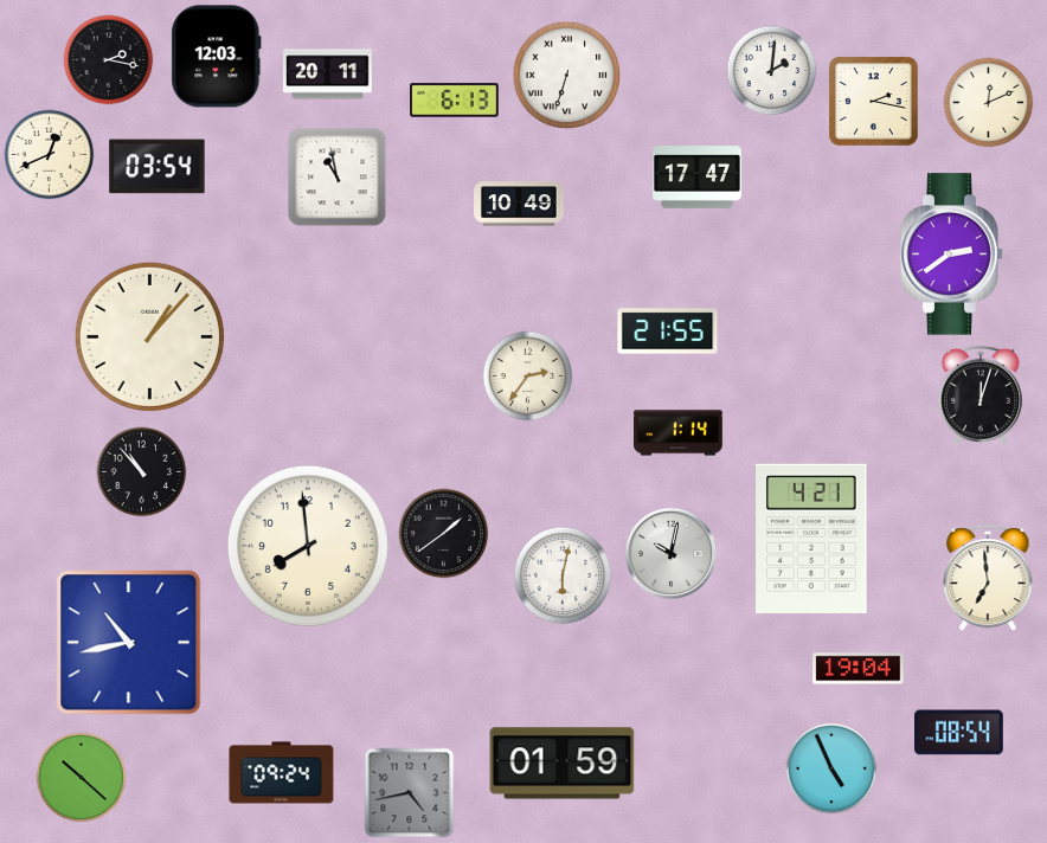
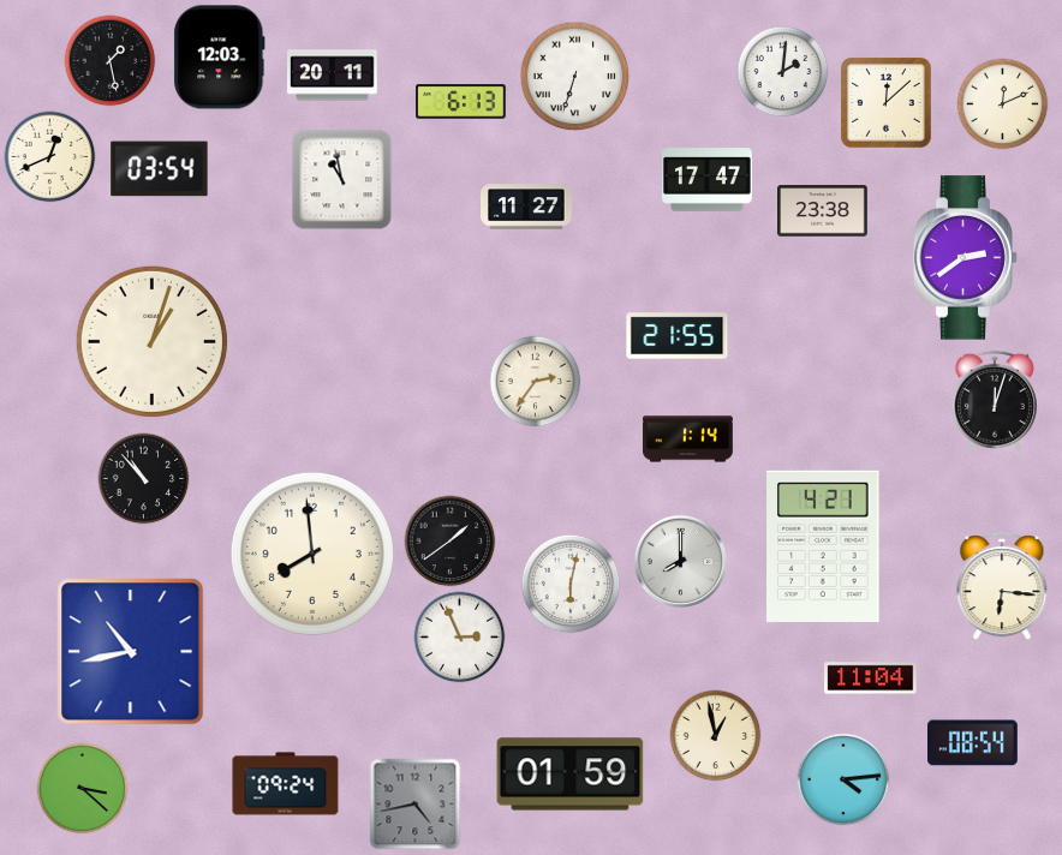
clock at (109, 60): 2:17 -> 1:28
clock at (874, 102): 2:17 -> 12:08
clock at (519, 204): 10:49 -> 11:27
clock at (823, 211): none -> 23:38
clock at (149, 336): 1:07 -> 1:03
clock at (670, 553): 10:02 -> 8:00
clock at (988, 579): 6:59 -> 6:16
clock at (460, 638): none -> 2:56
clock at (859, 669): 19:04 -> 11:04
clock at (716, 736): none -> 12:58
clock at (831, 768): 4:56 -> 4:14
clock at (82, 778): 10:22 -> 3:22
